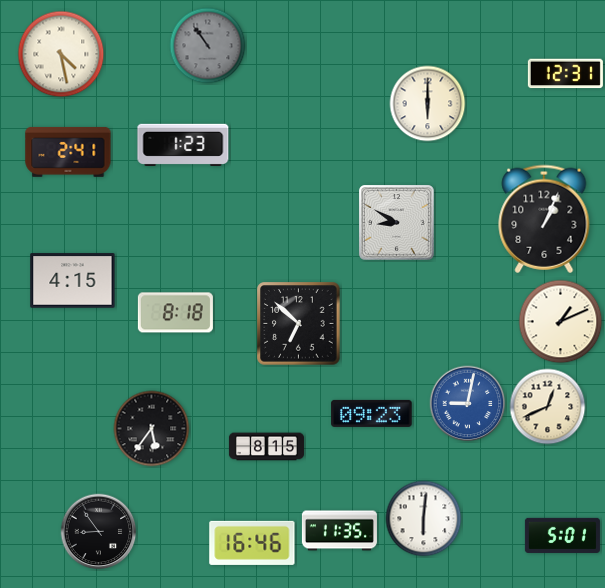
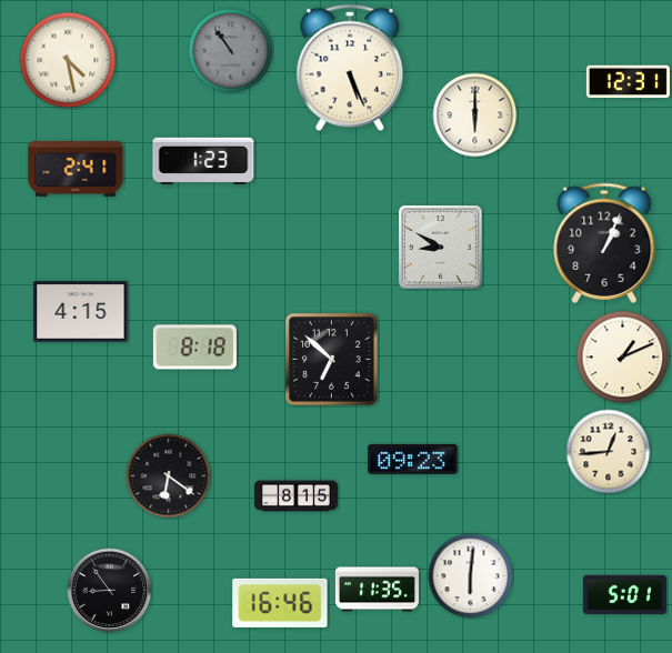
clock at (350, 68): none -> 5:26
clock at (468, 404): 9:02 -> none
clock at (548, 407): 12:41 -> 12:44
clock at (152, 429): 5:36 -> 6:21
